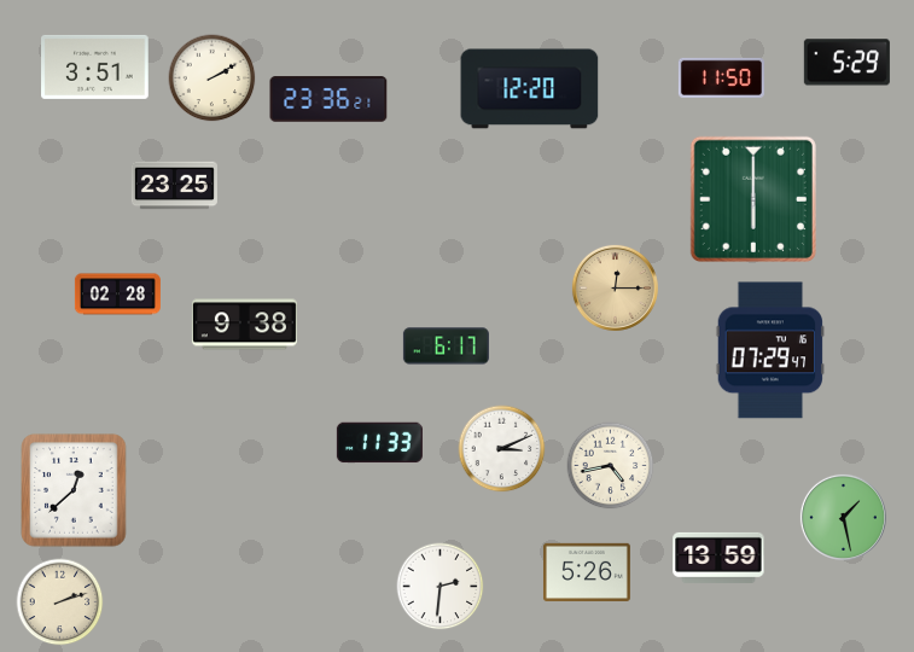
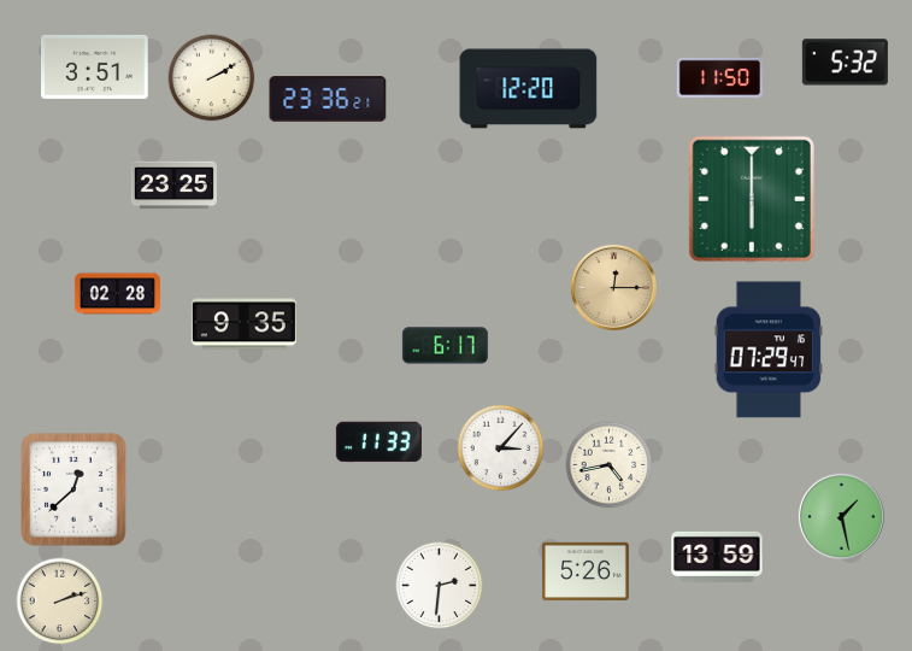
clock at (846, 63): 5:29 -> 5:32
clock at (244, 325): 9:38 -> 9:35
clock at (502, 449): 3:11 -> 3:07
